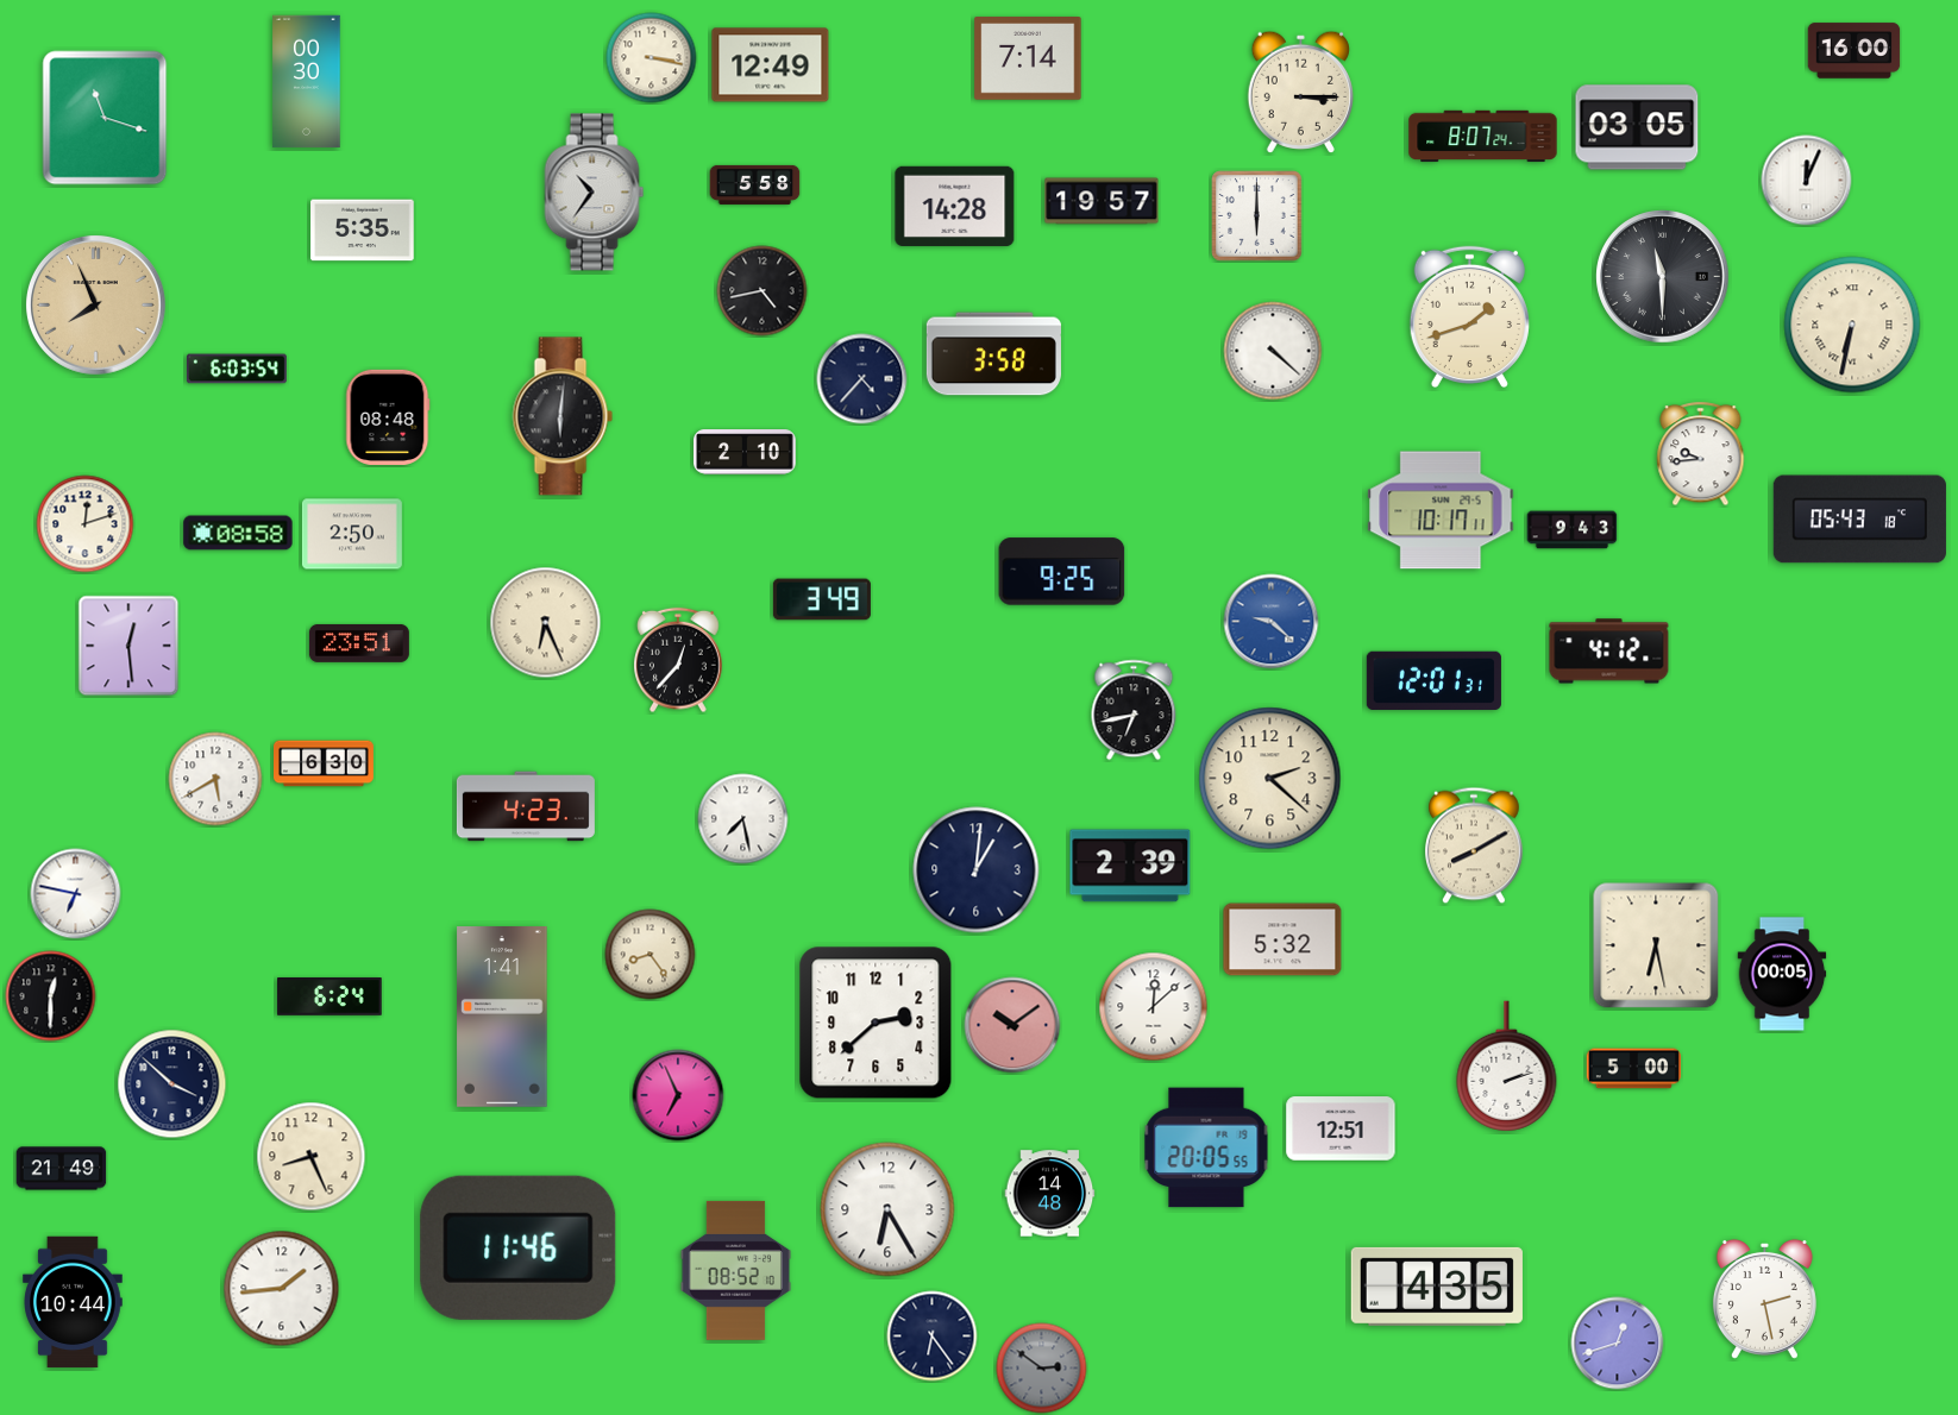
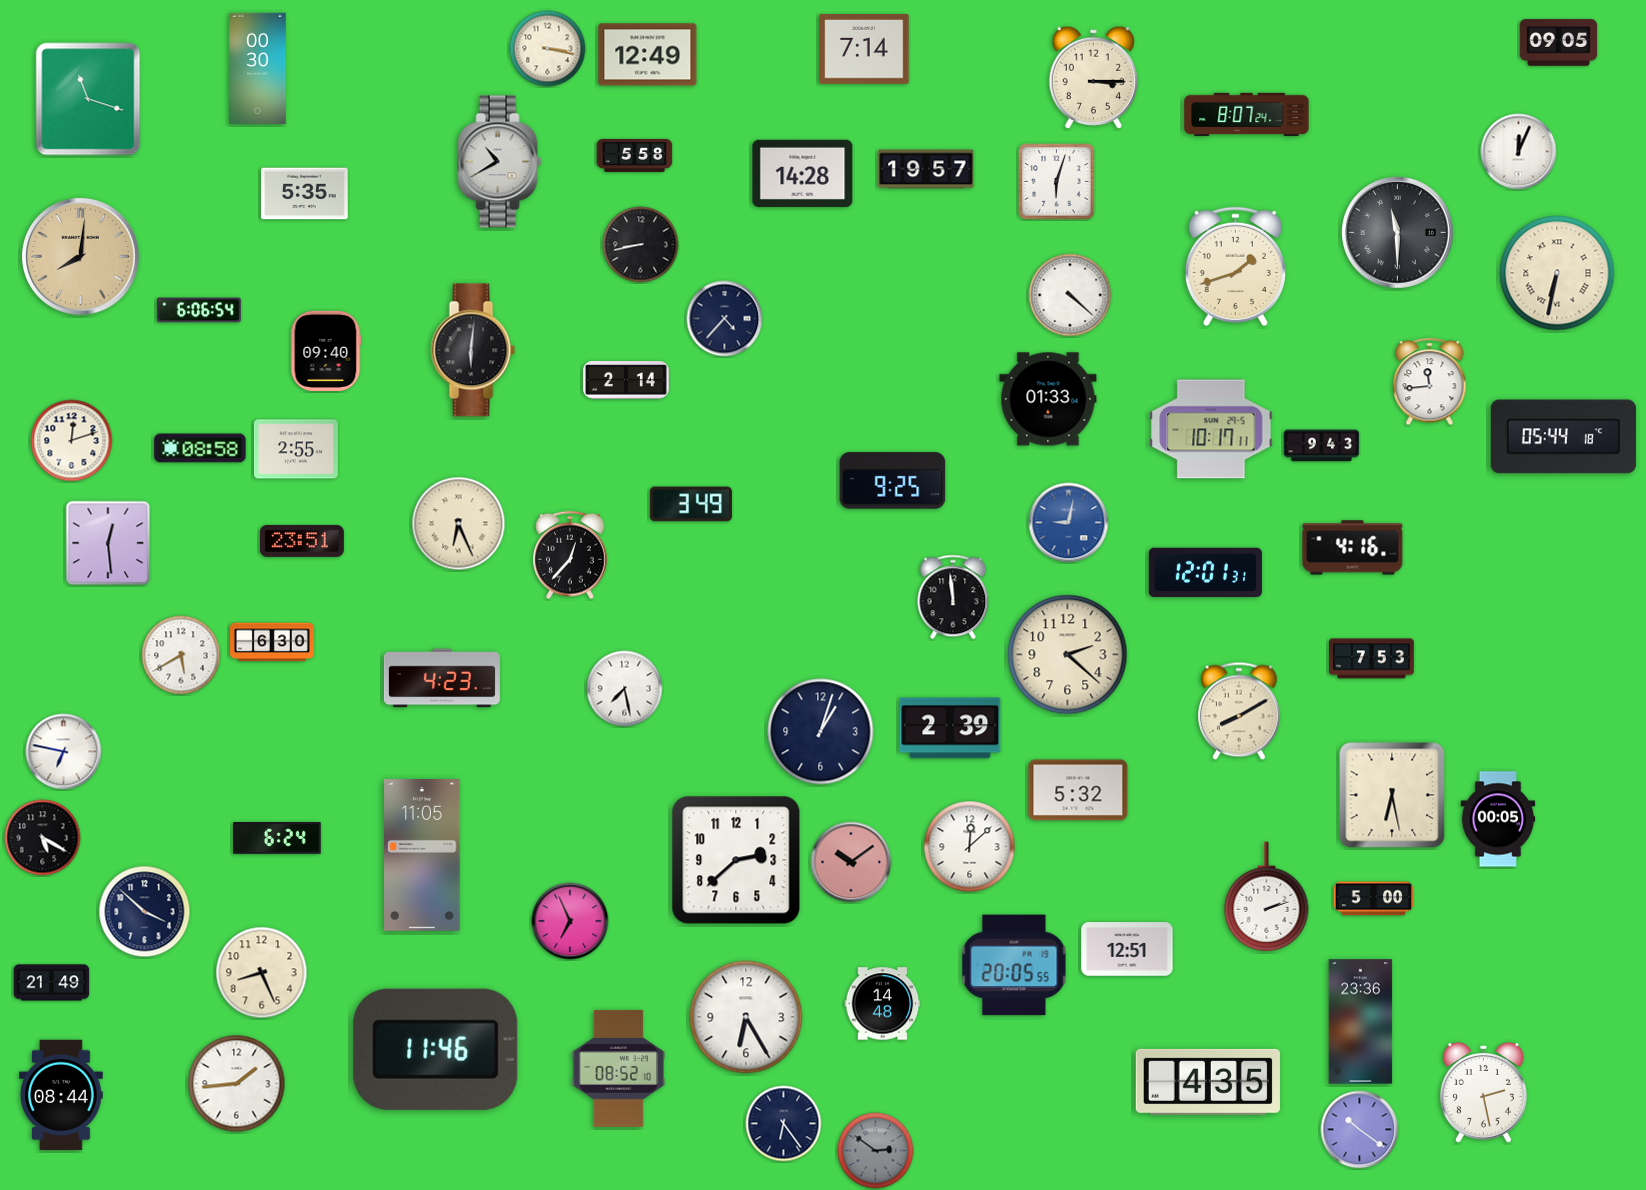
clock at (1855, 51): 16:00 -> 09:05
clock at (1637, 127): 03:05 -> none
clock at (595, 193): 10:36 -> 10:40
clock at (1257, 216): 6:00 -> 6:03
clock at (763, 291): 4:43 -> 8:43
clock at (95, 304): 7:56 -> 8:01
clock at (993, 354): 3:58 -> none
clock at (237, 369): 6:03 -> 6:06
clock at (388, 417): 08:48 -> 09:40
clock at (745, 452): 2:10 -> 2:14
clock at (1701, 454): 9:44 -> 11:44
clock at (1048, 399): none -> 01:33
clock at (1859, 520): 05:43 -> 05:44
clock at (352, 534): 2:50 -> 2:55
clock at (1272, 622): 9:22 -> 9:02
clock at (1609, 652): 4:12 -> 4:16
clock at (1134, 710): 6:43 -> 11:59
clock at (1372, 659): none -> 7:53
clock at (977, 870): 1:01 -> 1:03
clock at (651, 955): 8:24 -> none
clock at (51, 996): 12:30 -> 5:20
clock at (502, 1018): 1:41 -> 11:05
clock at (1361, 1022): none -> 23:36
clock at (73, 1302): 10:44 -> 08:44
clock at (1618, 1344): 12:42 -> 10:21
